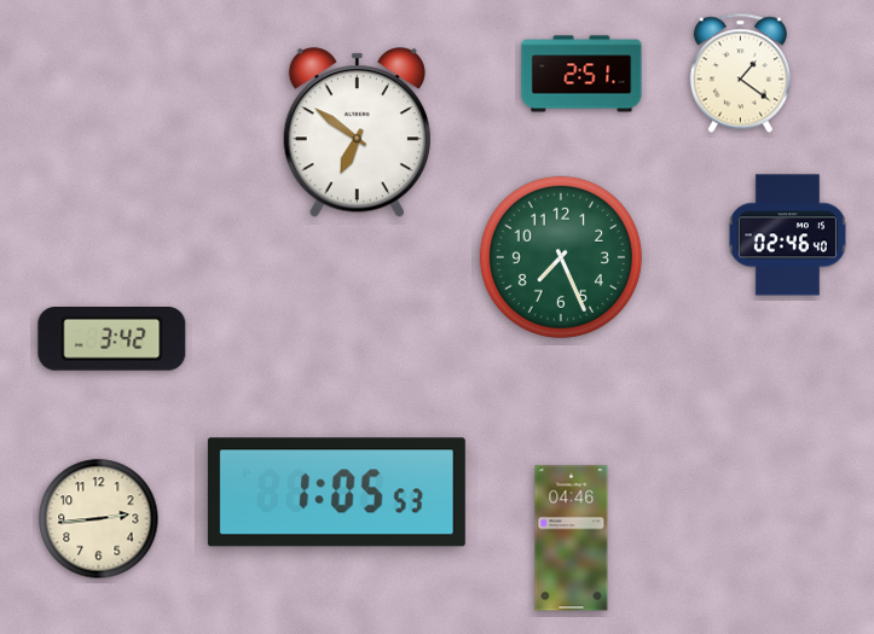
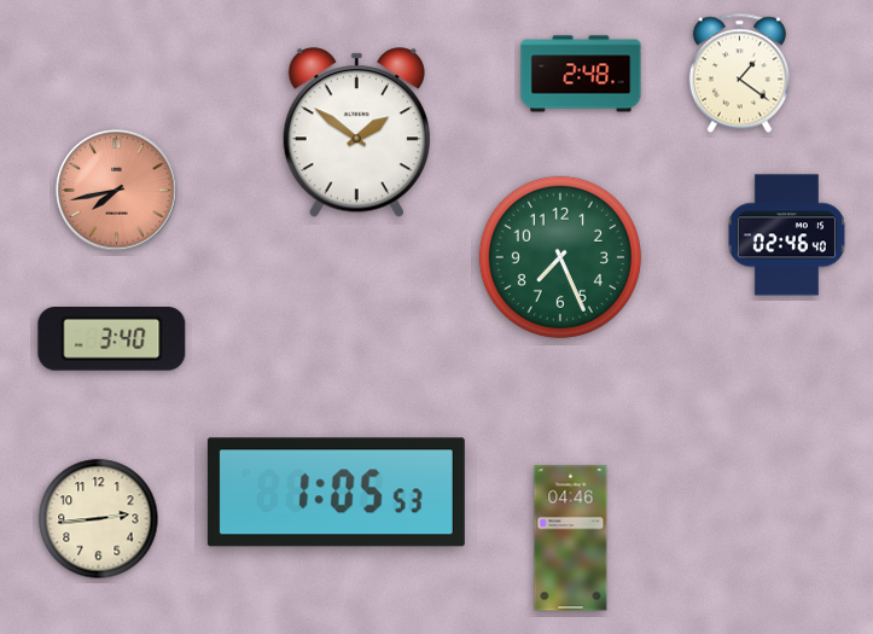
clock at (581, 74): 2:51 -> 2:48
clock at (357, 133): 6:51 -> 1:51
clock at (117, 191): none -> 7:43
clock at (112, 339): 3:42 -> 3:40
